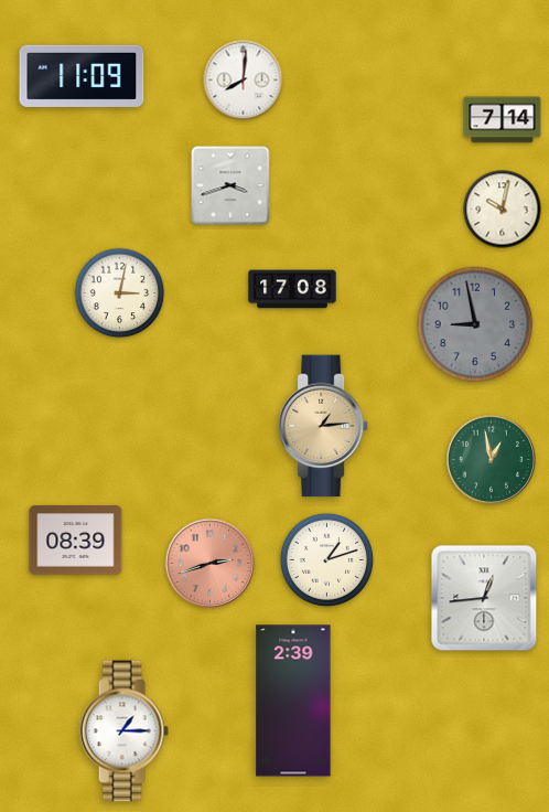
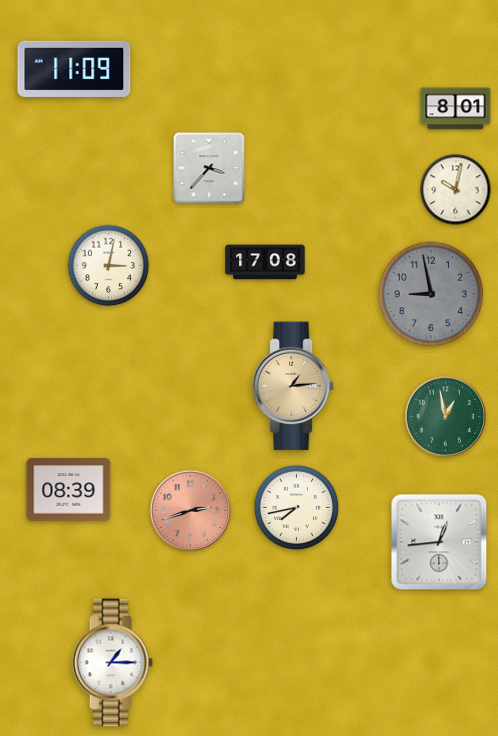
clock at (244, 81): 8:01 -> none
clock at (503, 120): 7:14 -> 8:01
clock at (230, 185): 3:42 -> 3:37
clock at (326, 559): 1:12 -> 7:43
clock at (293, 701): 2:39 -> none
